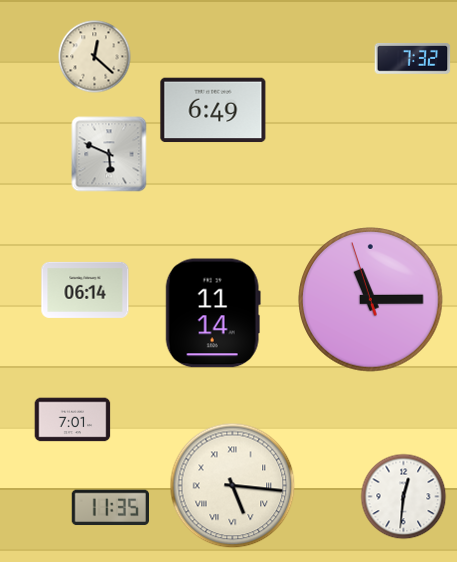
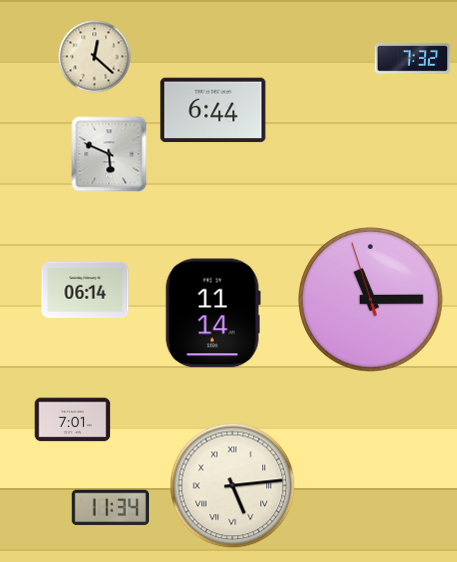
clock at (213, 110): 6:49 -> 6:44
clock at (233, 486): 5:16 -> 5:14
clock at (404, 497): 12:31 -> none
clock at (110, 508): 11:35 -> 11:34
